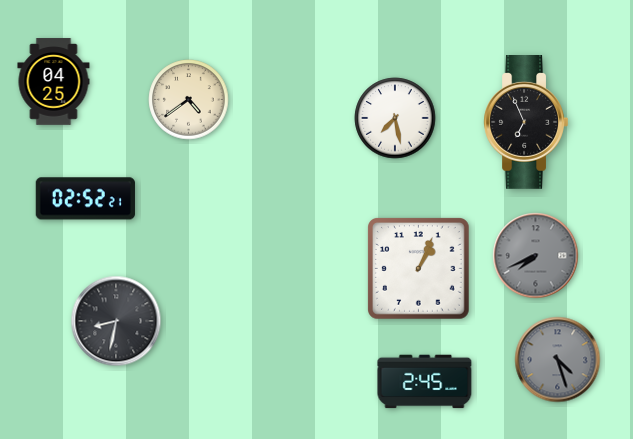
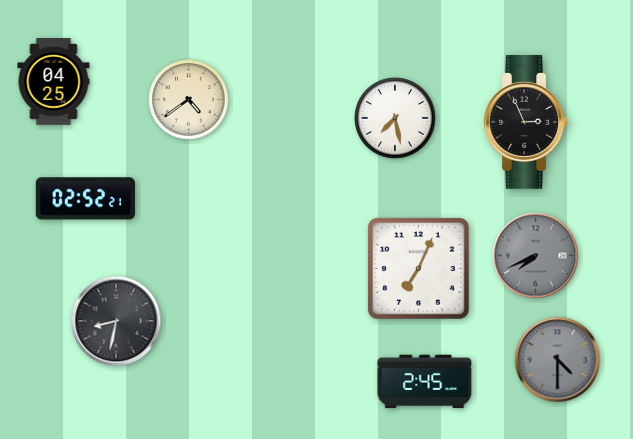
clock at (526, 123): 6:56 -> 2:56
clock at (419, 269): 1:04 -> 7:04
clock at (558, 360): 4:27 -> 4:30
